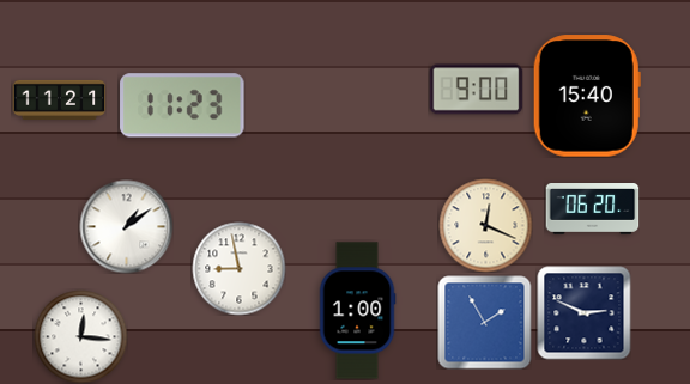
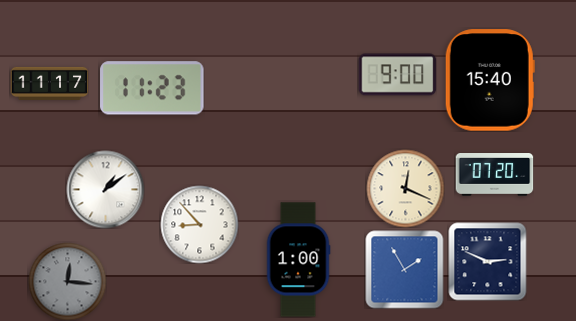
clock at (59, 99): 11:21 -> 11:17
clock at (592, 209): 06:20 -> 07:20
clock at (238, 268): 8:58 -> 8:53
clock at (80, 336) dial: white -> grey
